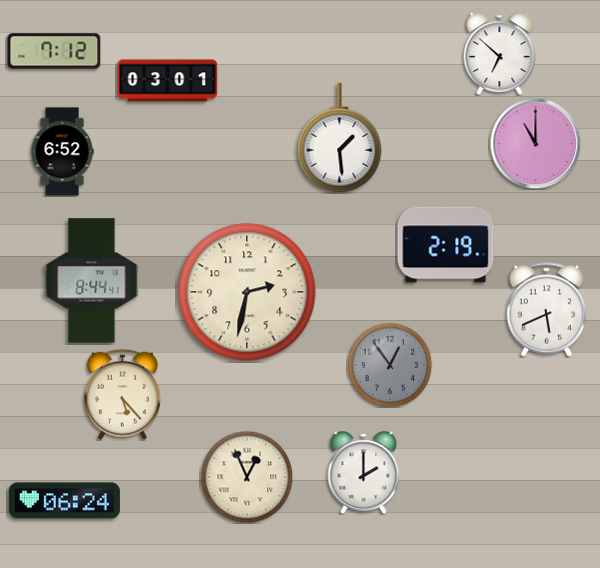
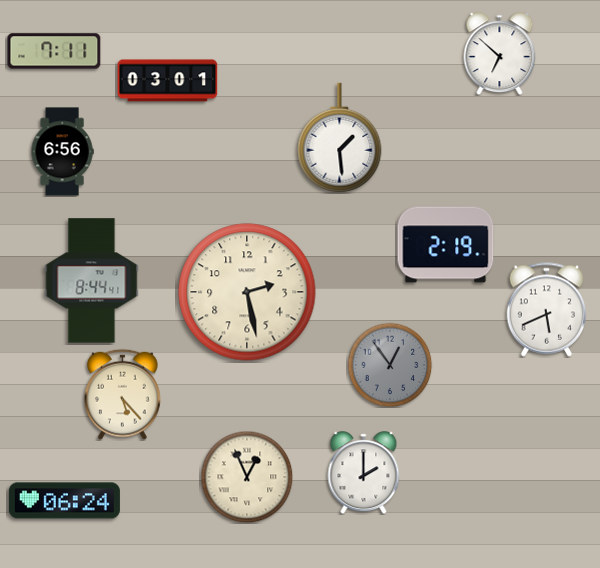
clock at (54, 51): 7:12 -> 7:11
clock at (535, 143): 11:00 -> none
clock at (62, 152): 6:52 -> 6:56
clock at (247, 292): 2:32 -> 2:28
